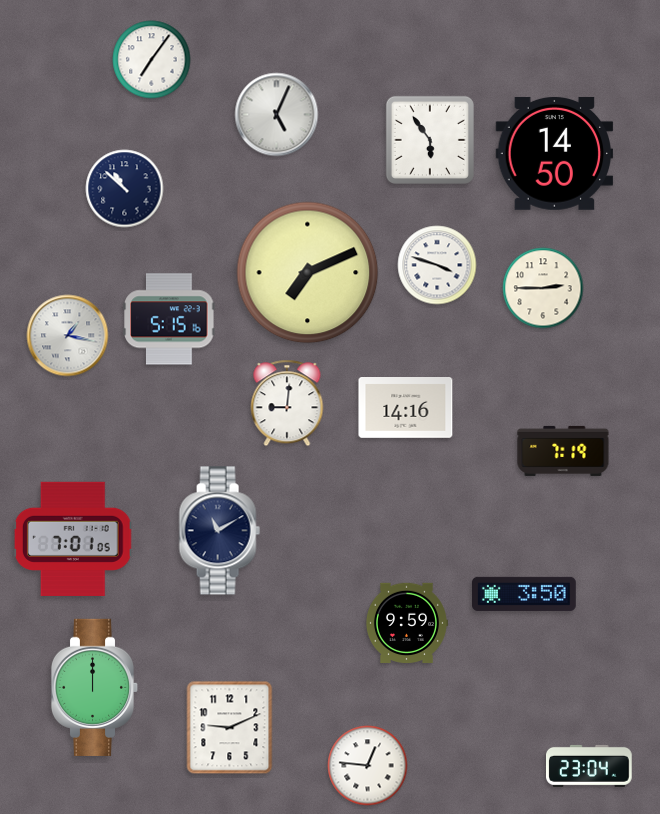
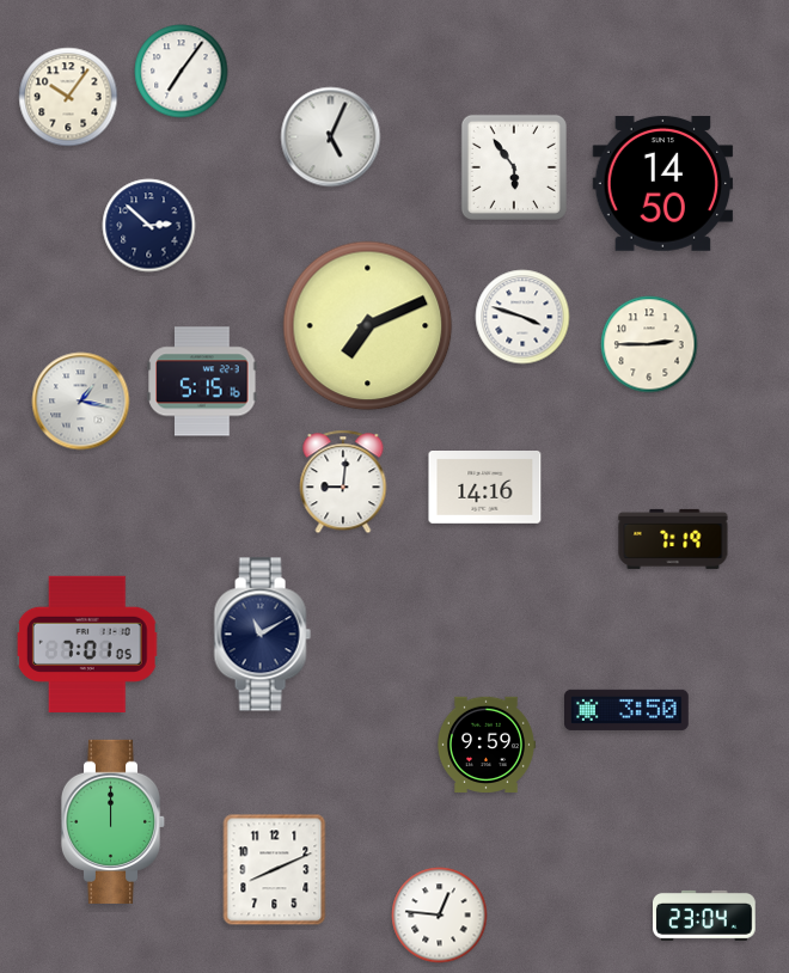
clock at (68, 97): none -> 10:06
clock at (125, 189): 10:52 -> 2:52
clock at (230, 728): 9:11 -> 8:11
